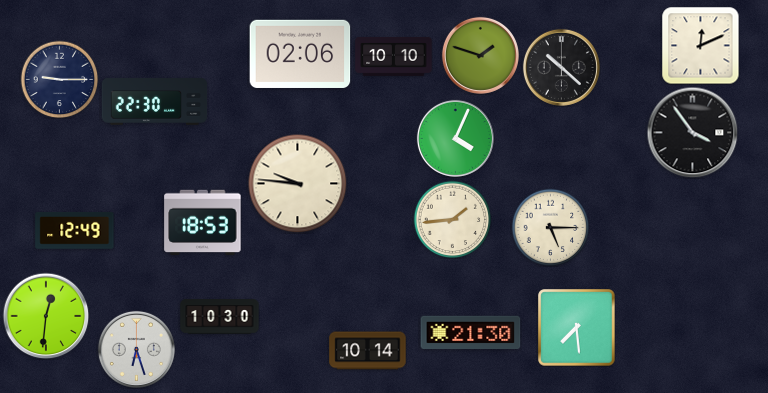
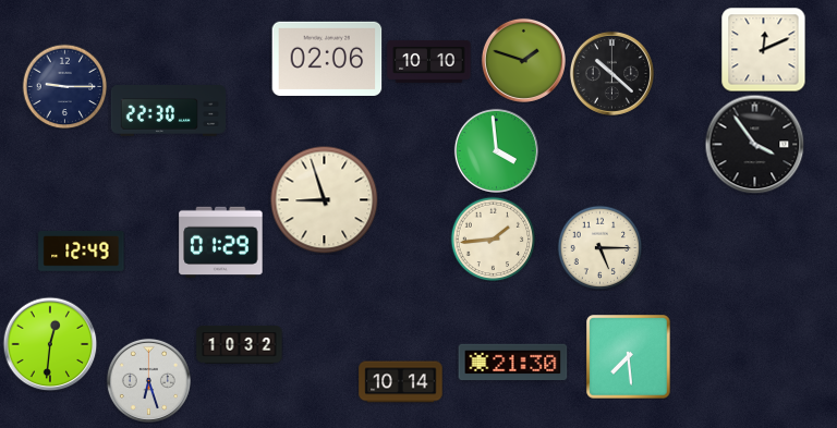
clock at (455, 138): 4:04 -> 3:59
clock at (298, 184): 9:46 -> 8:57
clock at (203, 222): 18:53 -> 01:29
clock at (220, 317): 10:30 -> 10:32
